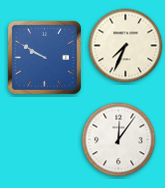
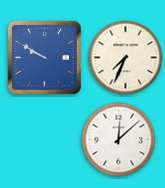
clock at (126, 46) position: (126, 46) -> (126, 58)
clock at (119, 140): 12:06 -> 12:08
